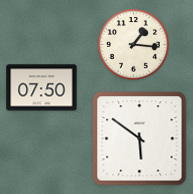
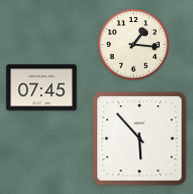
clock at (42, 88): 07:50 -> 07:45
clock at (140, 139): 5:51 -> 5:53
